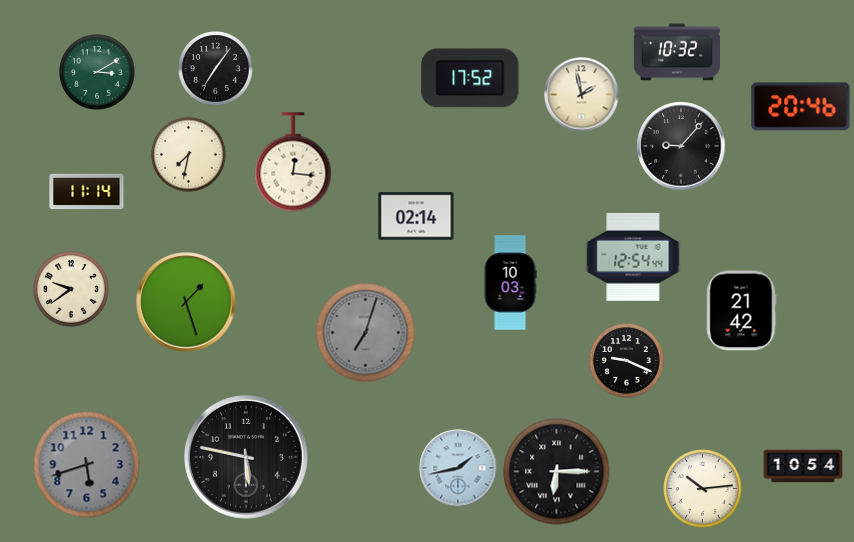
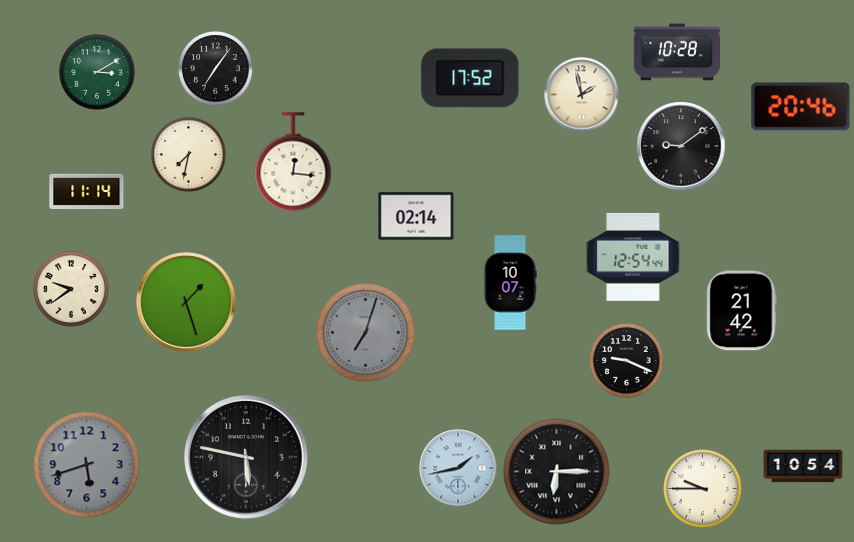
clock at (676, 52): 10:32 -> 10:28
clock at (681, 146): 9:07 -> 9:09
clock at (510, 283): 10:03 -> 10:07
clock at (703, 489): 10:14 -> 9:45
